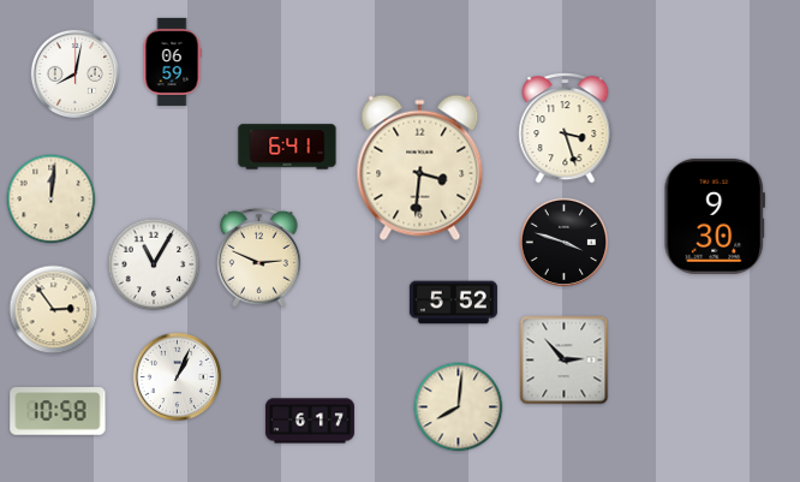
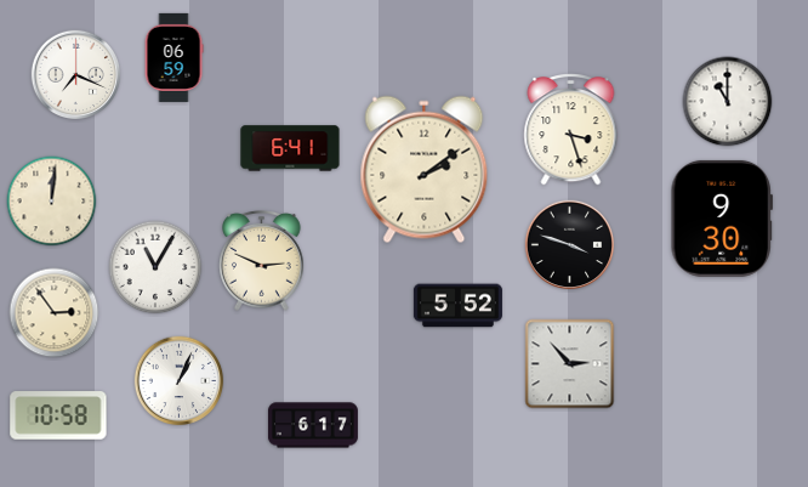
clock at (172, 61) position: (172, 61) -> (173, 57)
clock at (76, 75): 8:02 -> 7:19
clock at (728, 102): none -> 11:00
clock at (420, 168): 3:31 -> 2:09
clock at (459, 407): 8:01 -> none
